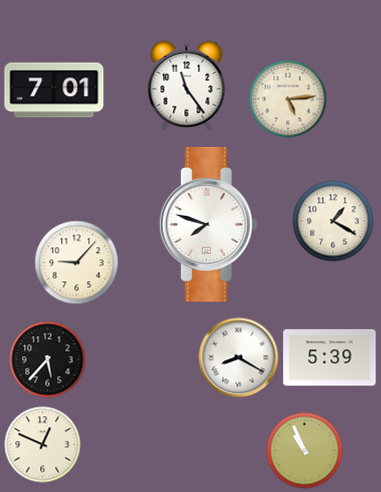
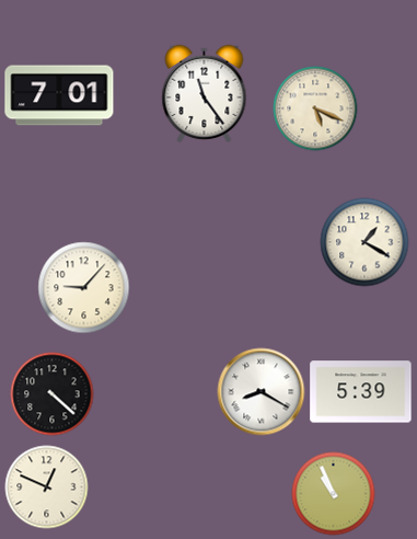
clock at (54, 90) position: (54, 90) -> (59, 95)
clock at (288, 99): 5:14 -> 5:19
clock at (208, 224): 7:48 -> none
clock at (48, 360): 5:37 -> 4:22
